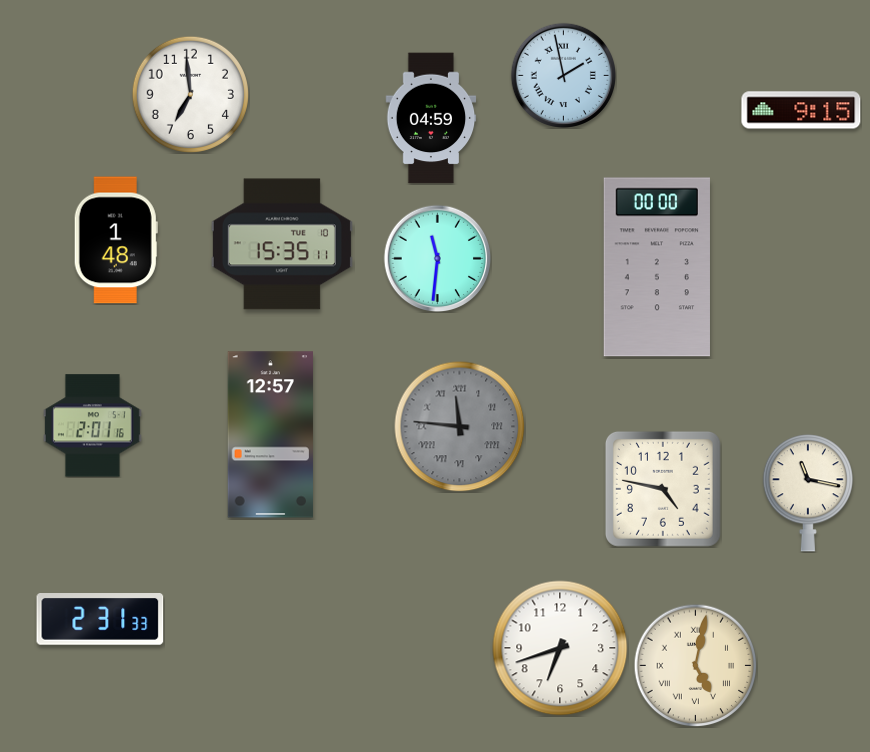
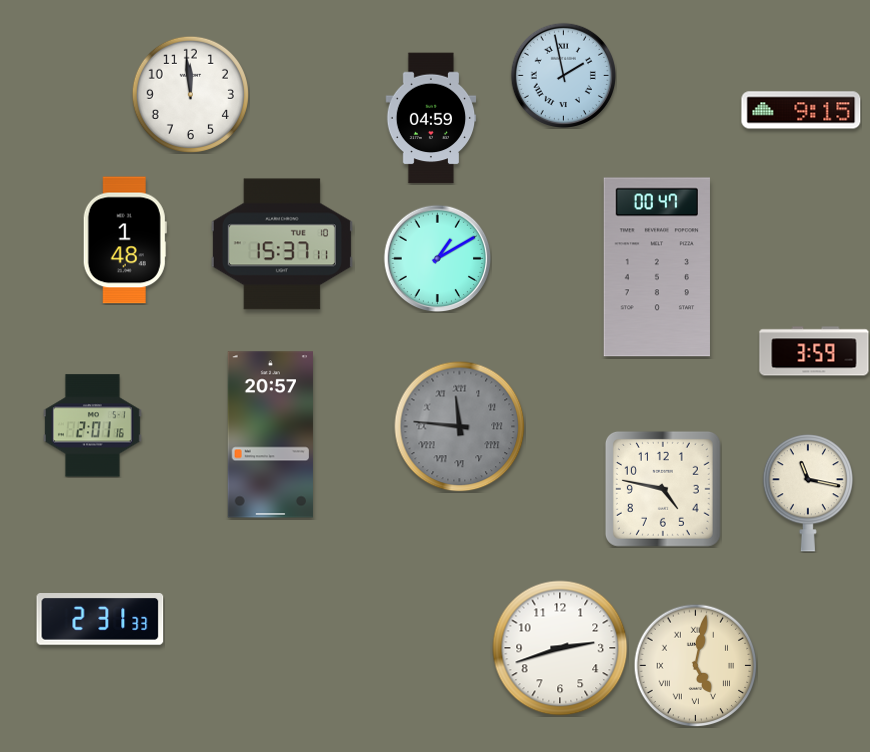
clock at (190, 94): 6:59 -> 11:59
clock at (116, 240) position: (116, 240) -> (125, 240)
clock at (282, 244): 15:35 -> 15:37
clock at (437, 258): 11:31 -> 1:10
clock at (657, 267): 00:00 -> 00:47
clock at (814, 351): none -> 3:59
clock at (270, 435): 12:57 -> 20:57
clock at (560, 648): 6:42 -> 2:42
